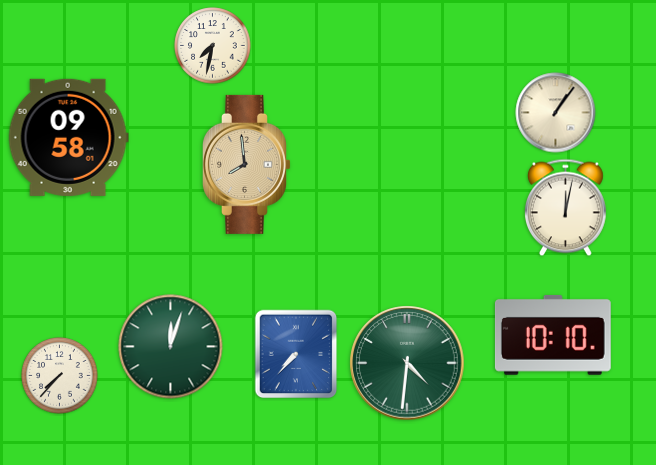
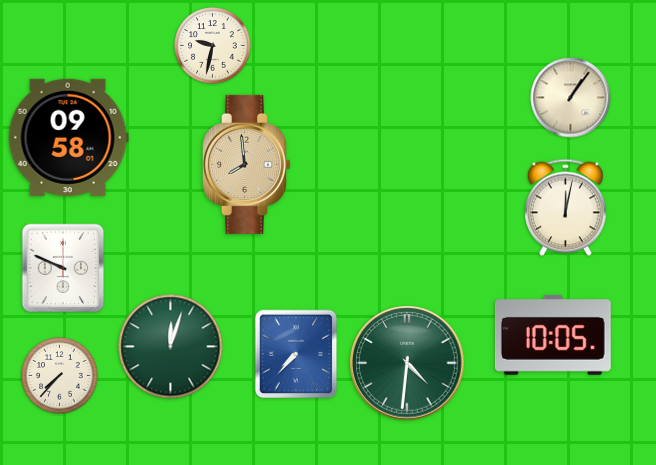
clock at (213, 46): 7:32 -> 9:32
clock at (556, 113) position: (556, 113) -> (571, 98)
clock at (63, 268): none -> 9:49
clock at (553, 335): 10:10 -> 10:05
